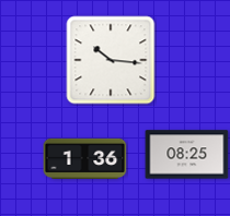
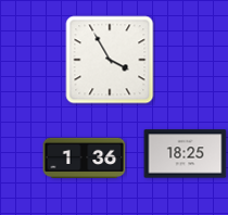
clock at (111, 60): 10:16 -> 3:55
clock at (187, 155): 08:25 -> 18:25
